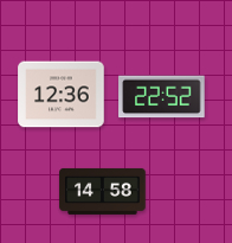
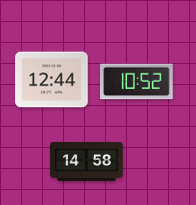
clock at (62, 95): 12:36 -> 12:44
clock at (162, 97): 22:52 -> 10:52
